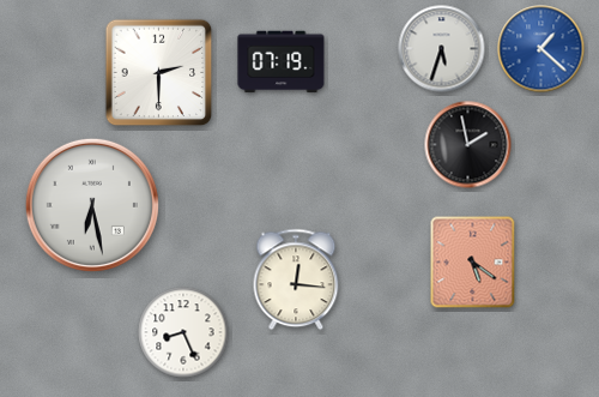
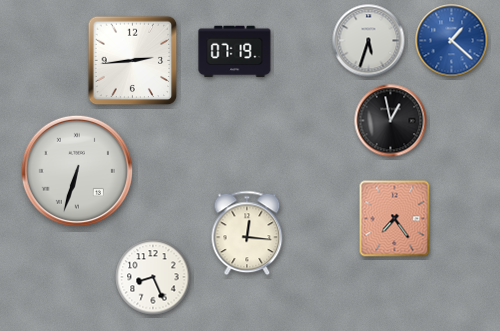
clock at (159, 73): 2:30 -> 2:44
clock at (468, 145): 1:58 -> 12:58
clock at (92, 205): 6:28 -> 6:33
clock at (473, 263): 5:21 -> 7:24
